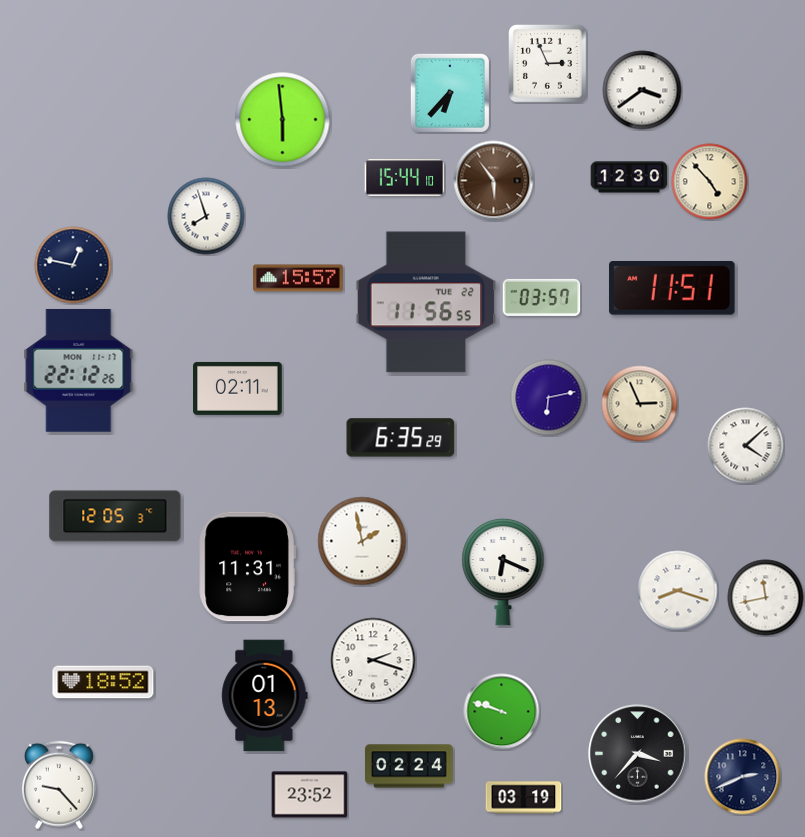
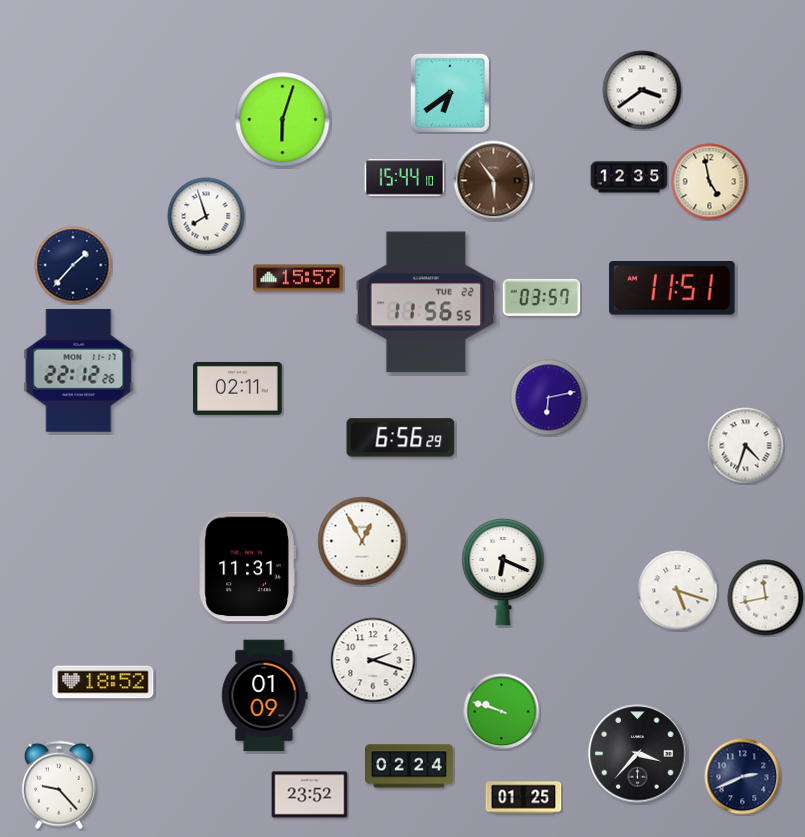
clock at (548, 64): 2:56 -> none
clock at (450, 93): 6:37 -> 6:39
clock at (283, 120): 5:59 -> 6:03
clock at (629, 177): 12:30 -> 12:35
clock at (710, 182): 4:53 -> 4:58
clock at (73, 265): 12:47 -> 1:37
clock at (640, 404): 2:56 -> none
clock at (401, 438): 6:35 -> 6:56
clock at (746, 446): 4:08 -> 4:33
clock at (115, 516): 12:05 -> none
clock at (362, 541): 1:58 -> 12:55
clock at (678, 591): 8:18 -> 5:18
clock at (265, 696): 01:13 -> 01:09
clock at (524, 798): 03:19 -> 01:25
